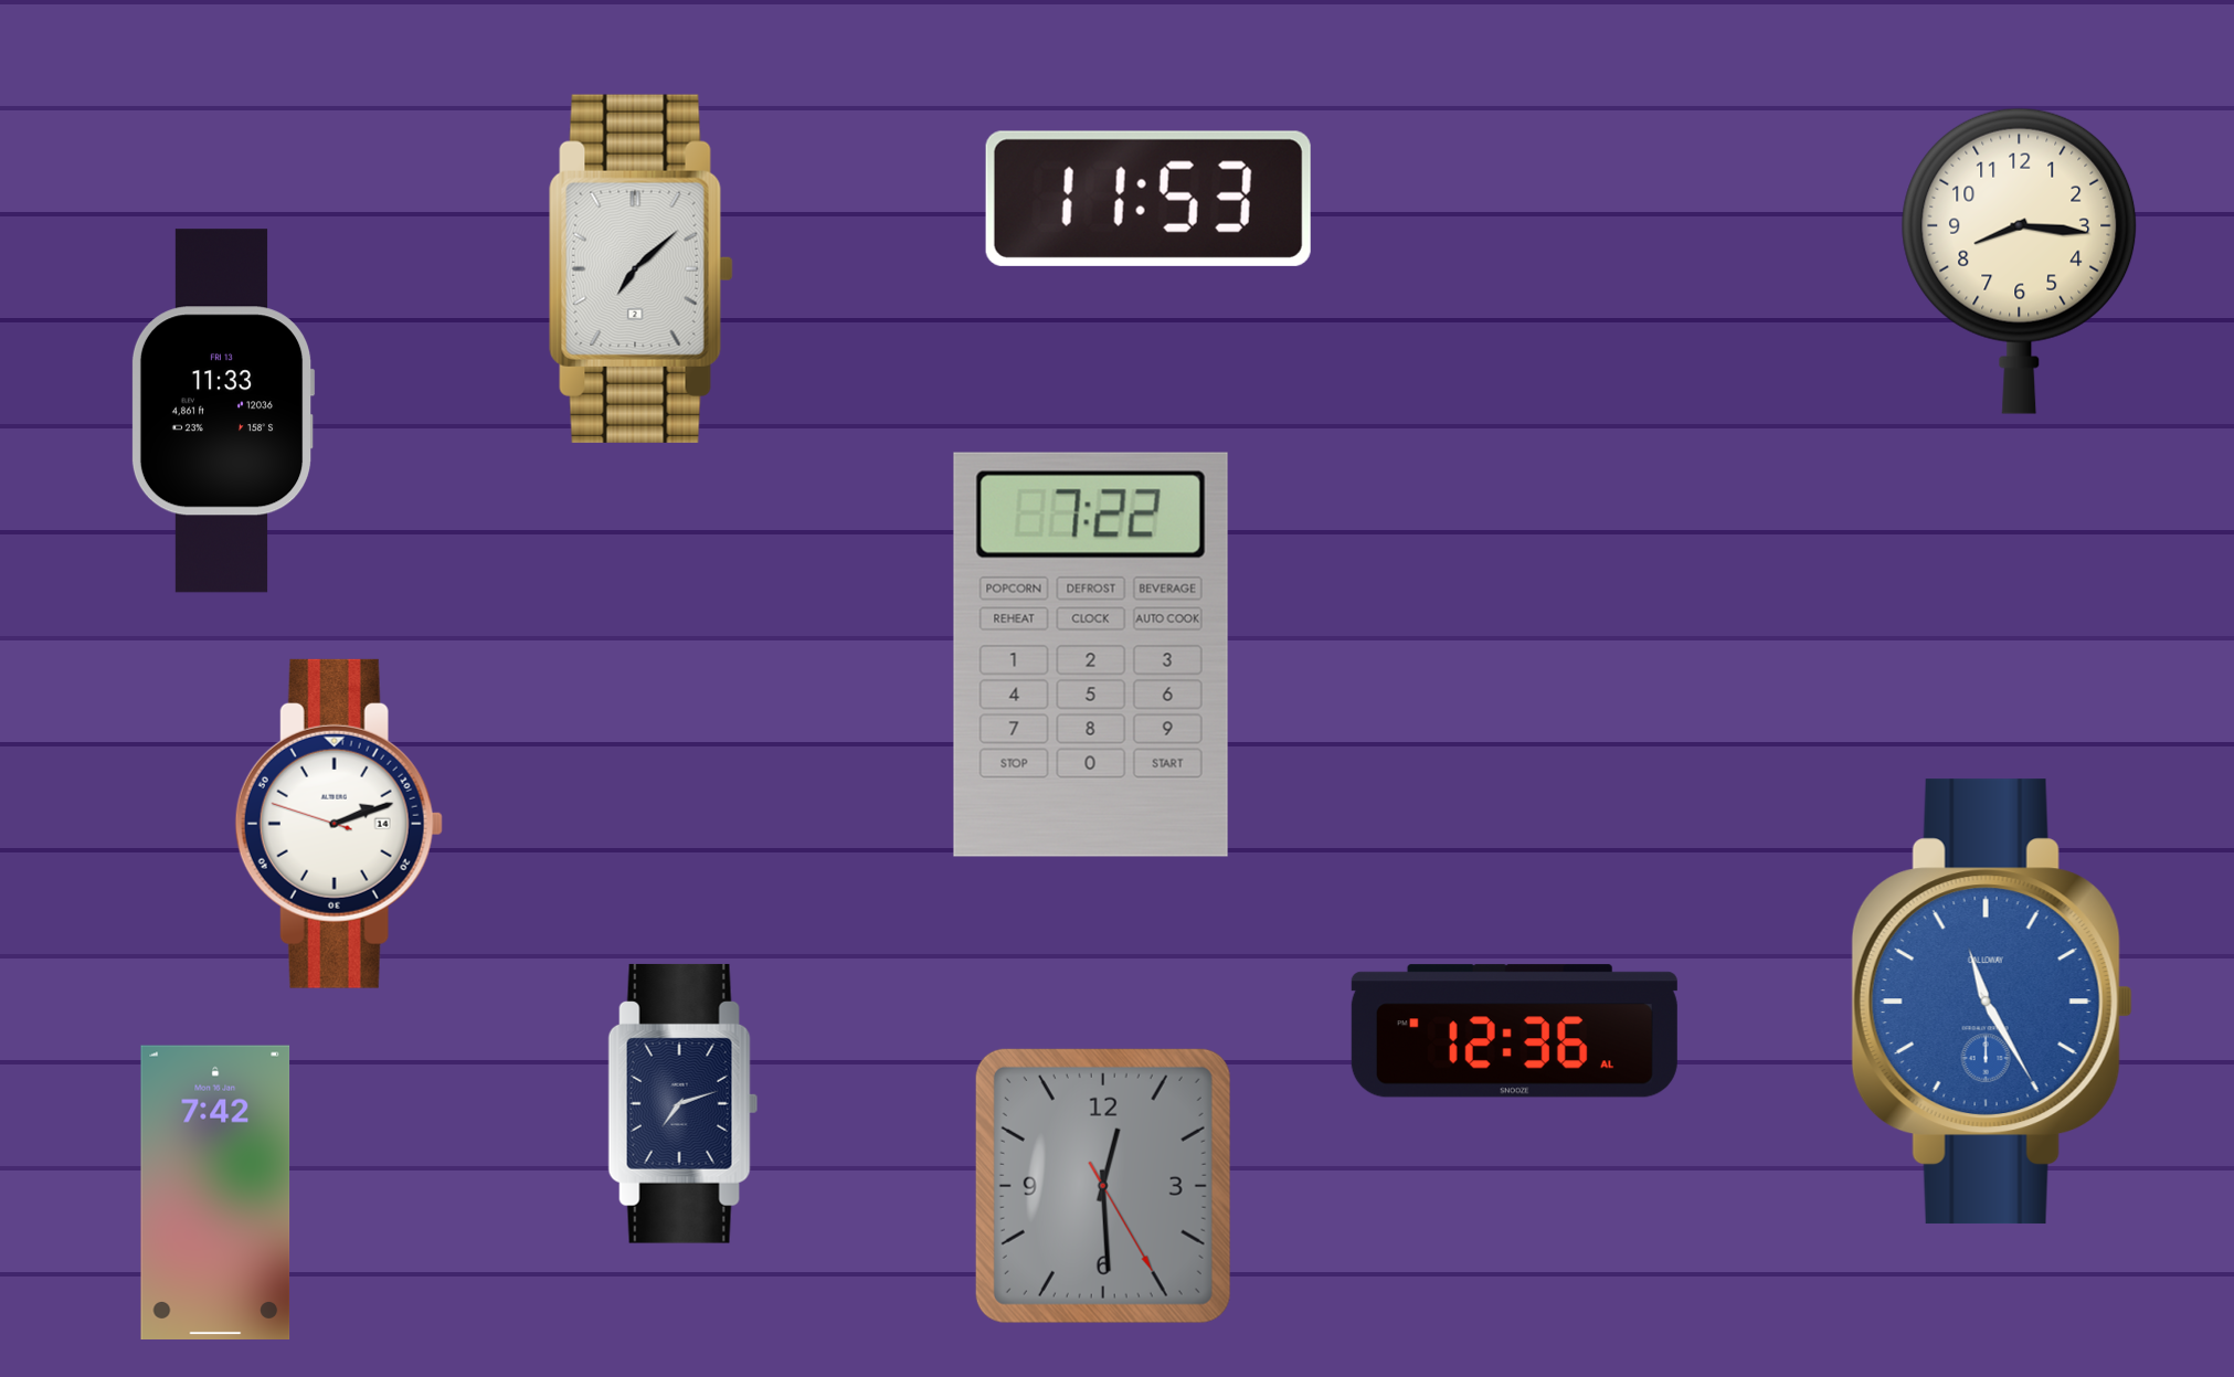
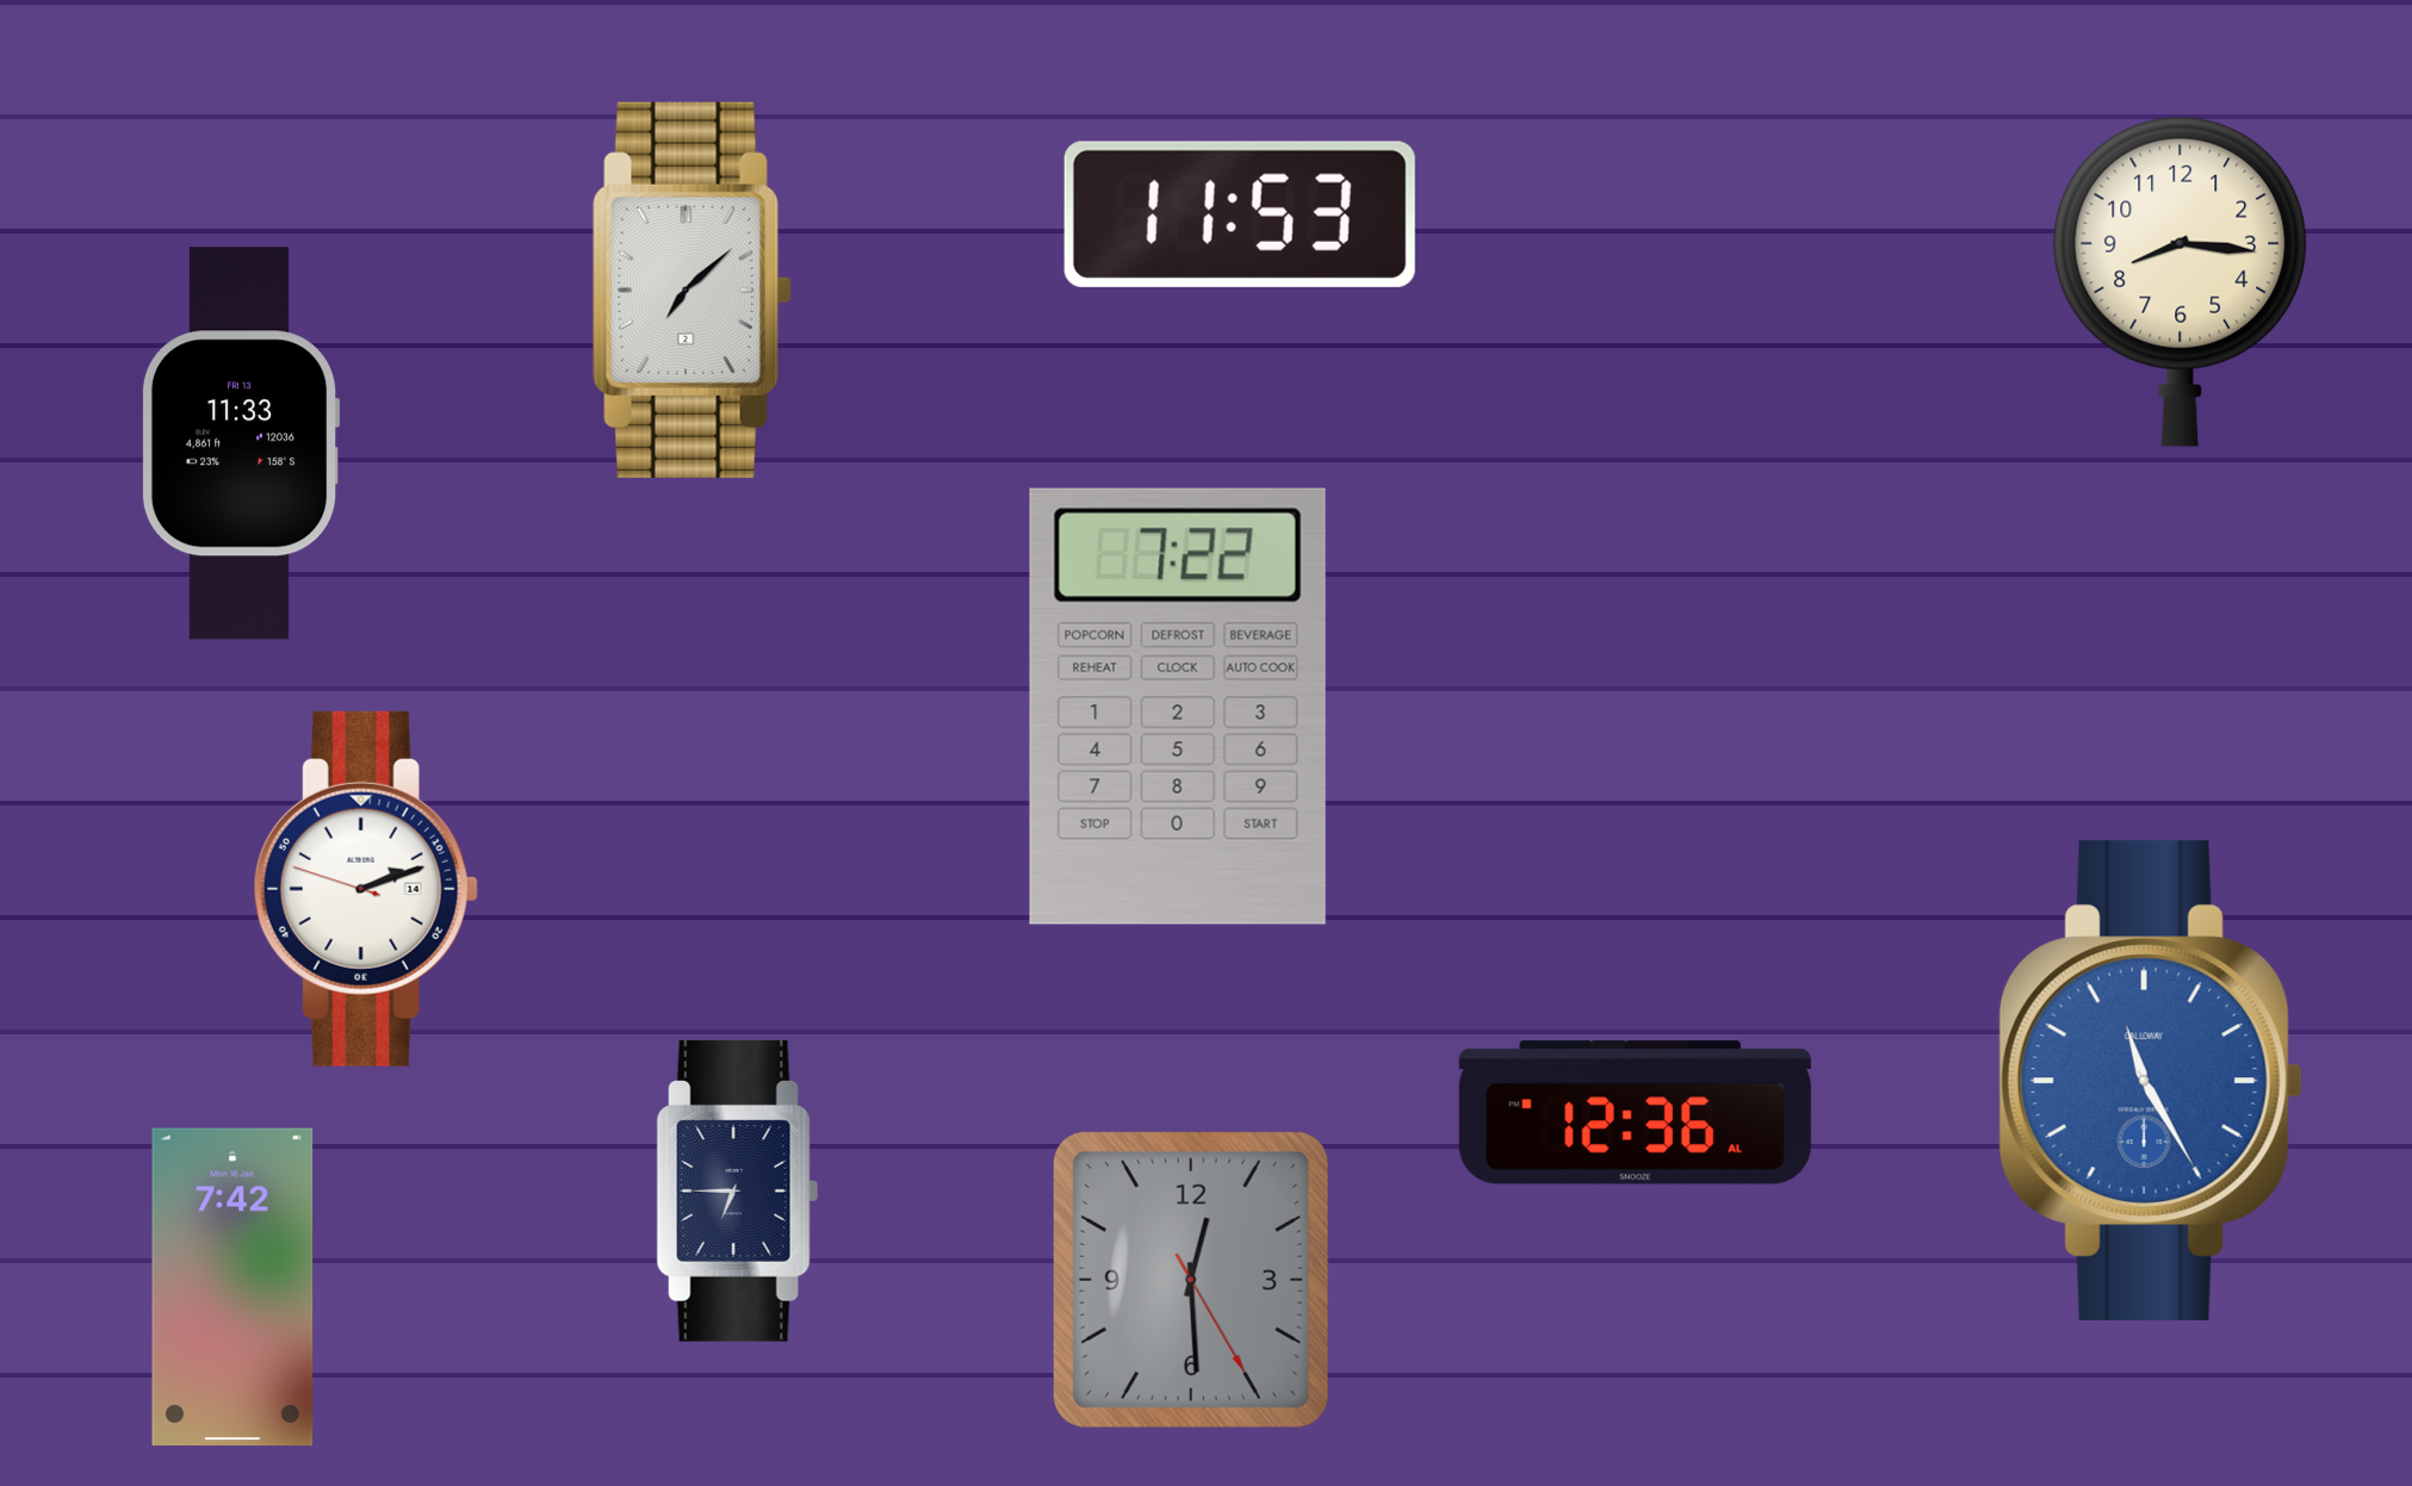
clock at (684, 1103): 7:12 -> 6:45
